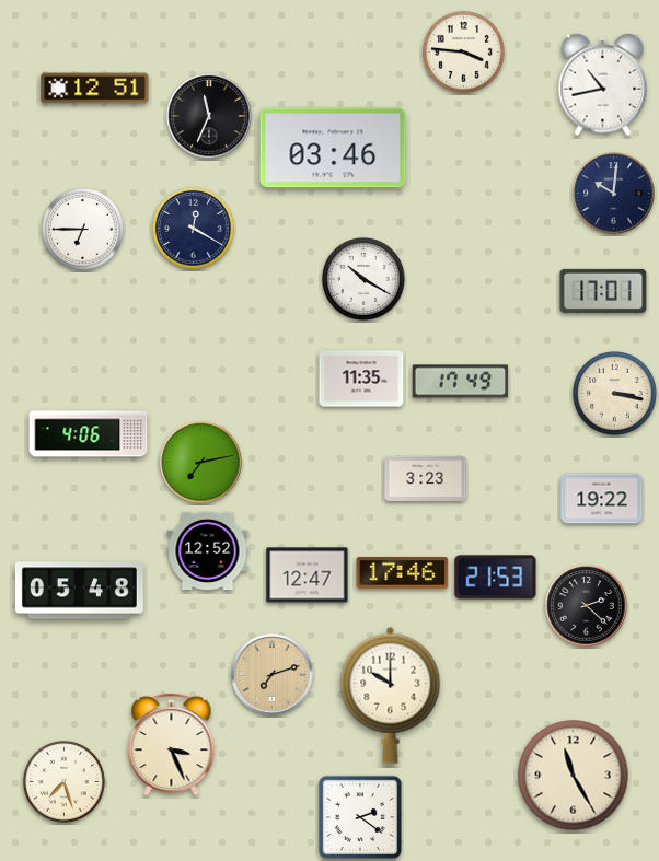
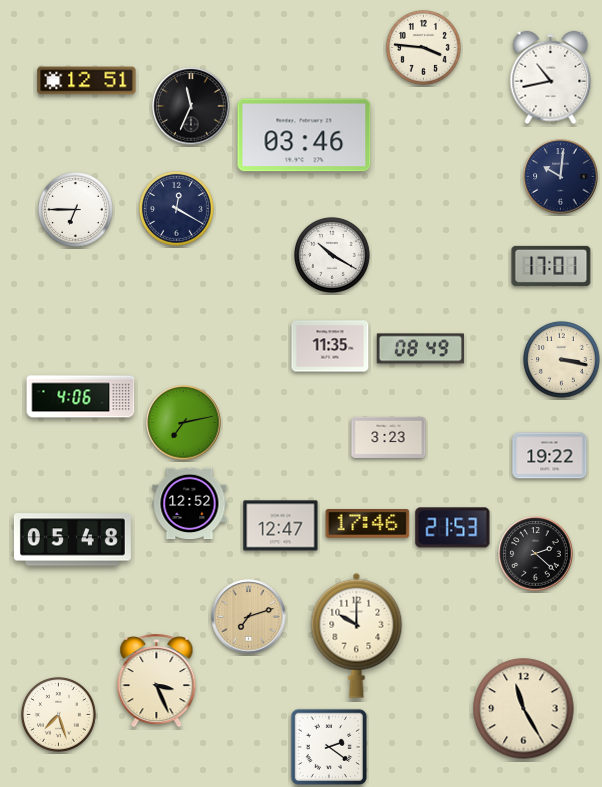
clock at (461, 382): 17:49 -> 08:49
